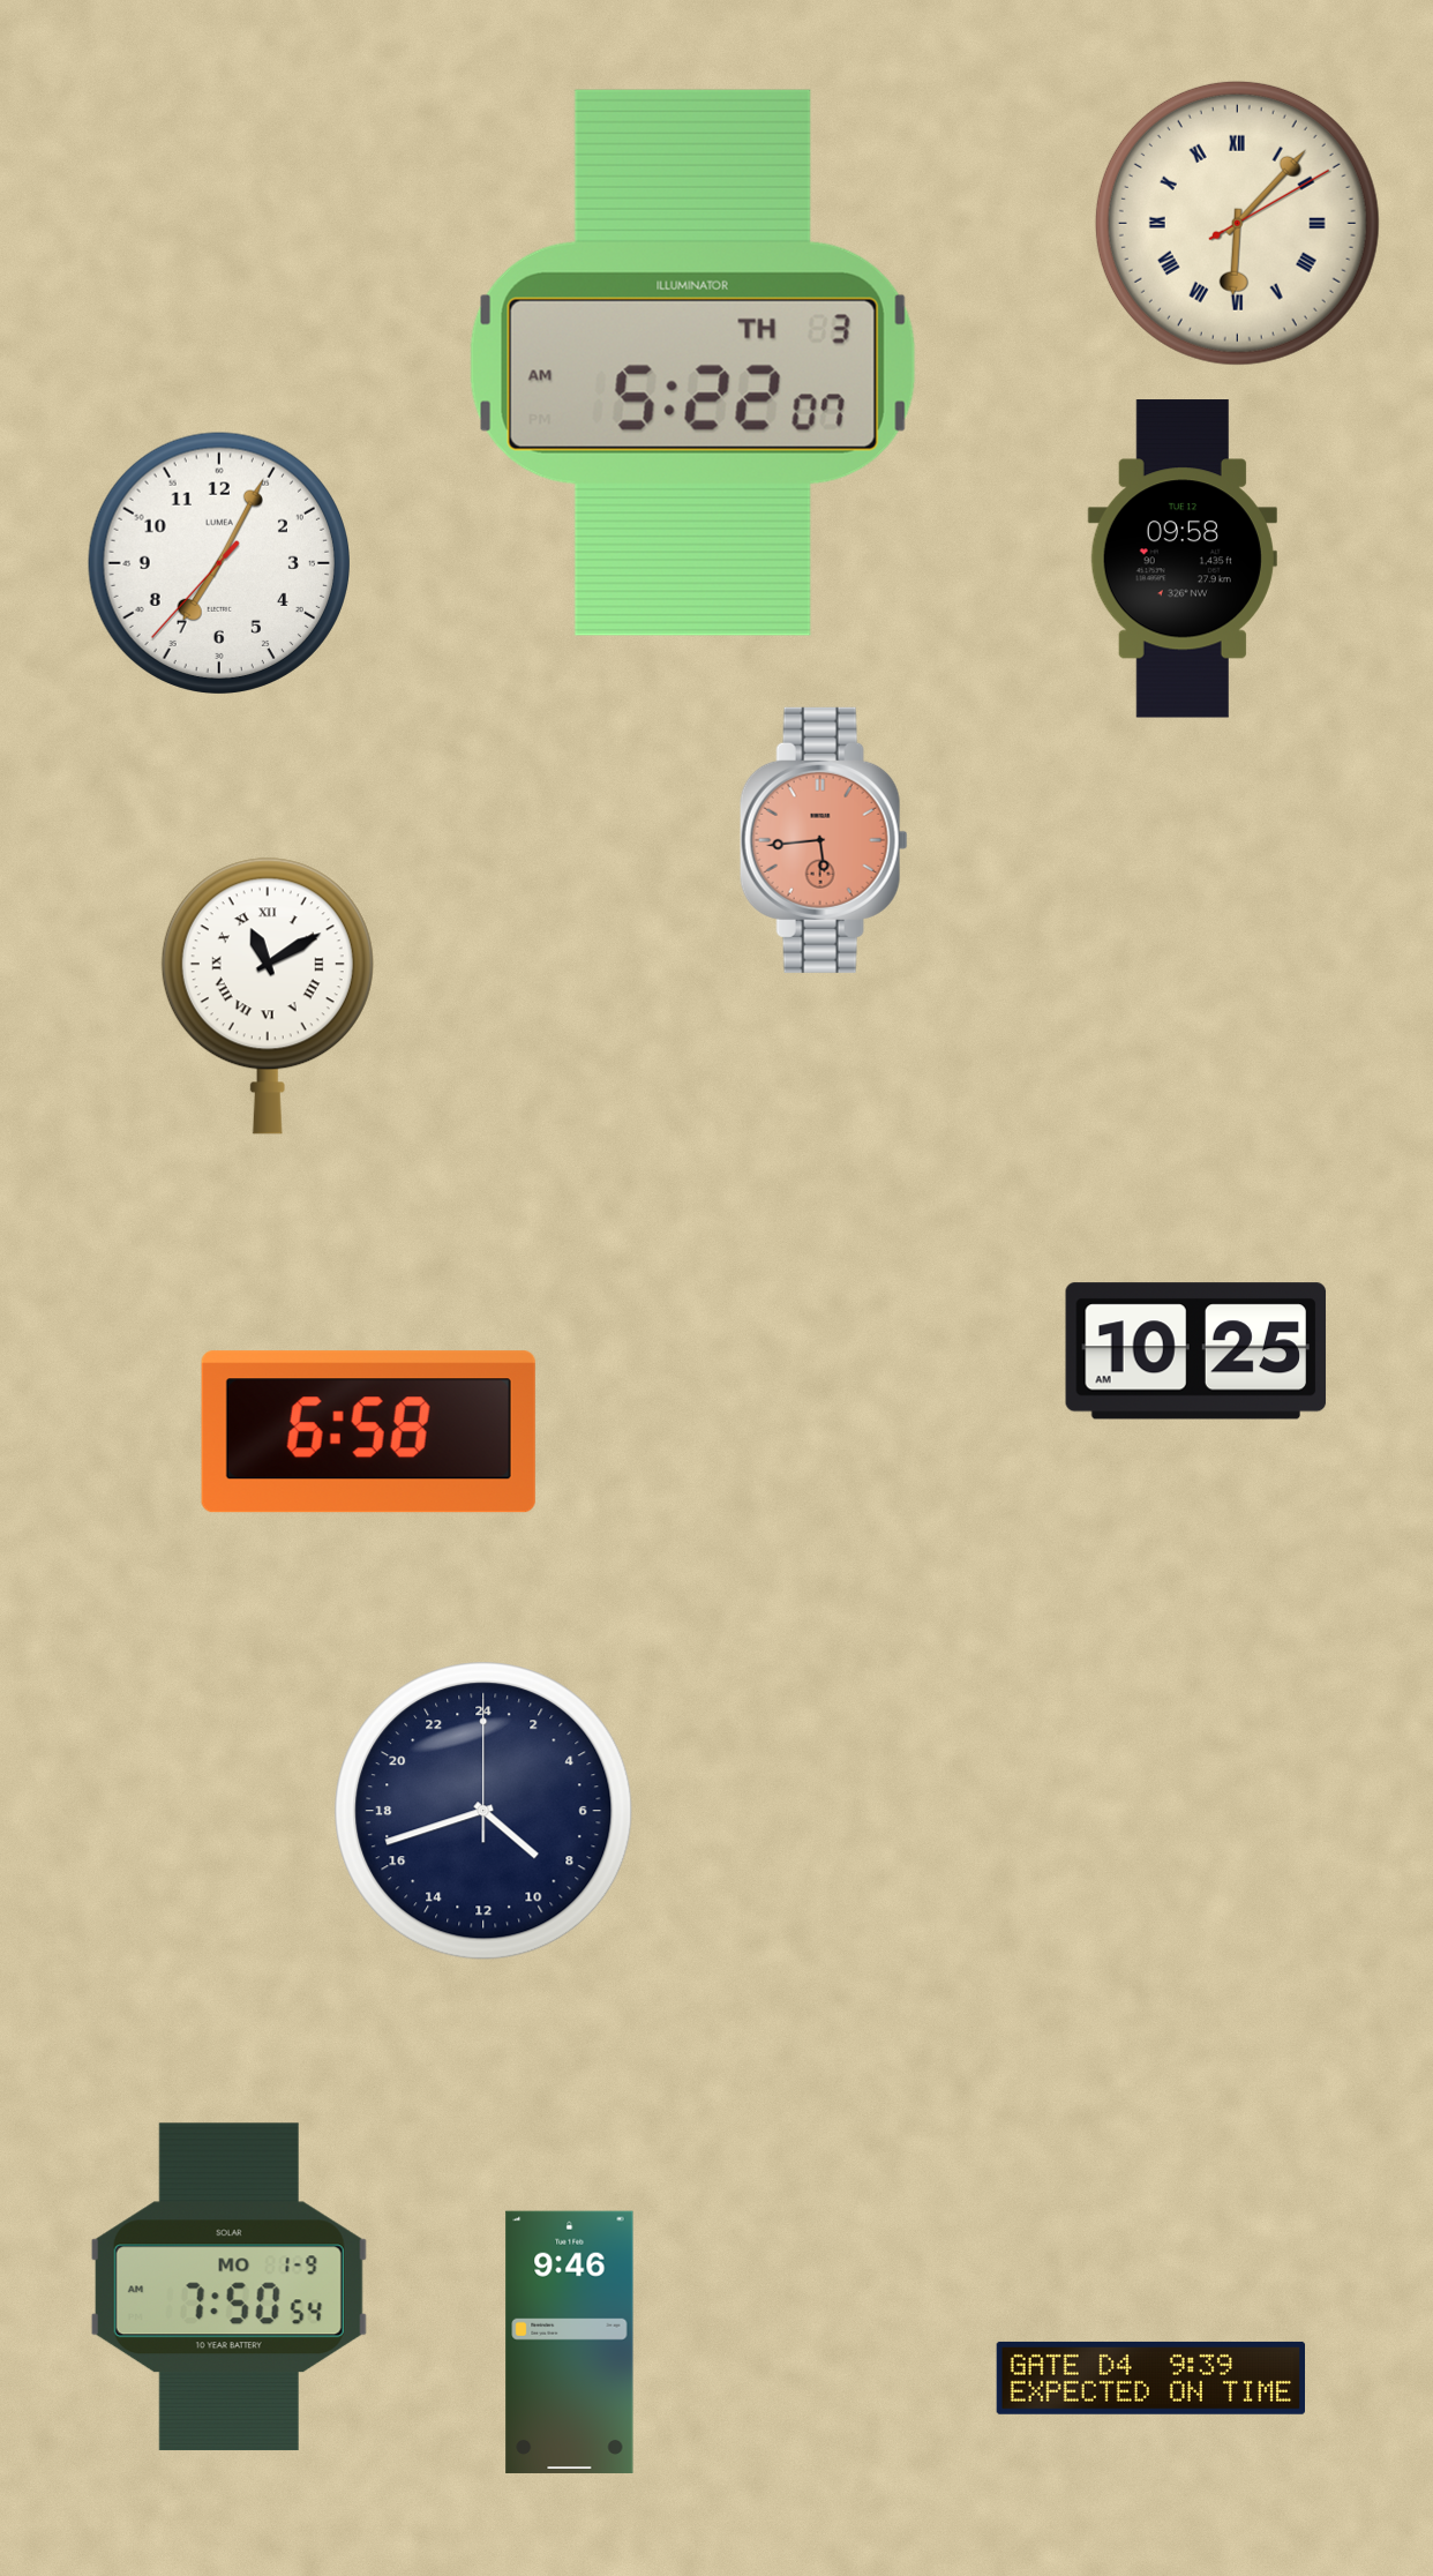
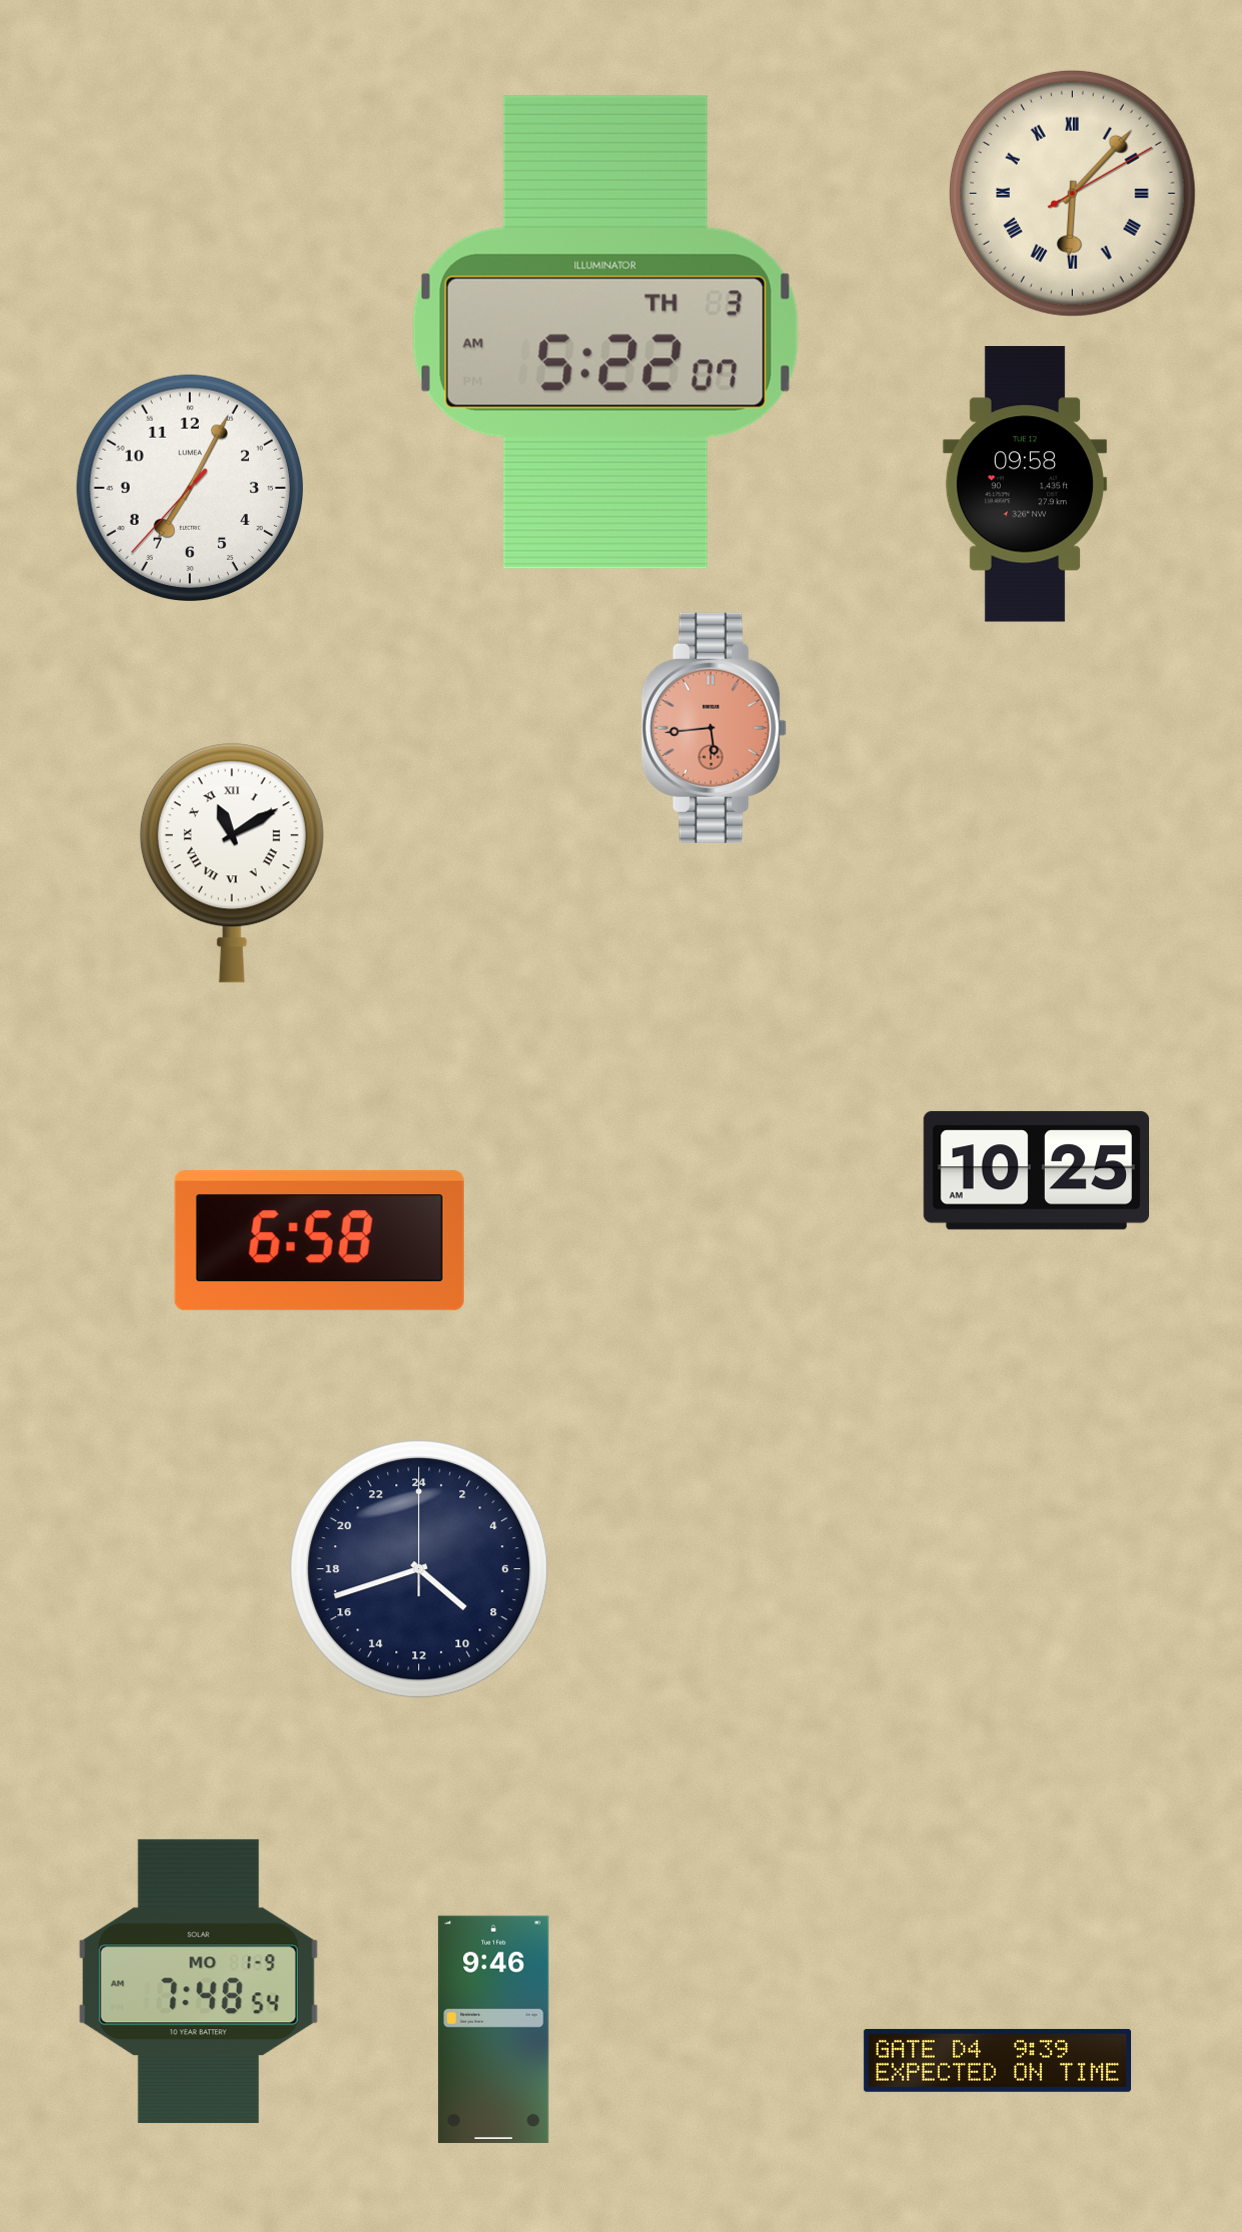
clock at (692, 362) position: (692, 362) -> (605, 332)
clock at (228, 2287): 7:50 -> 7:48
